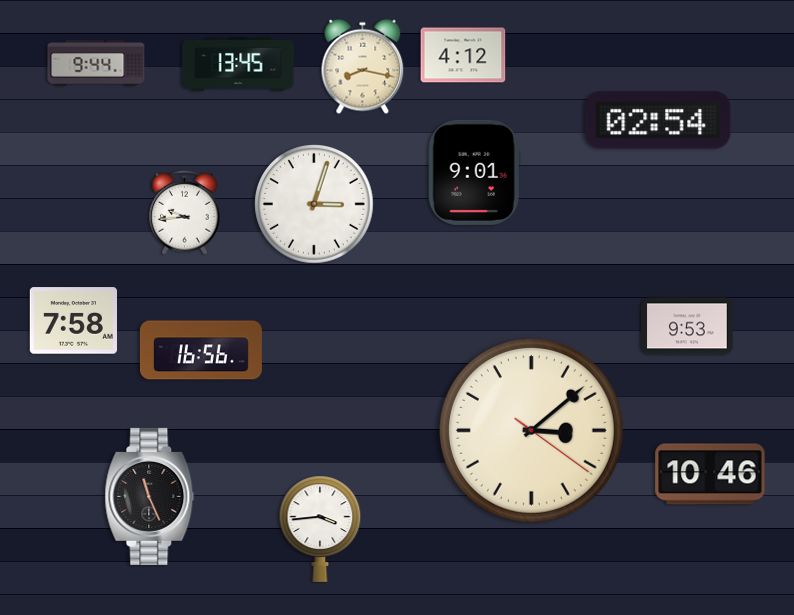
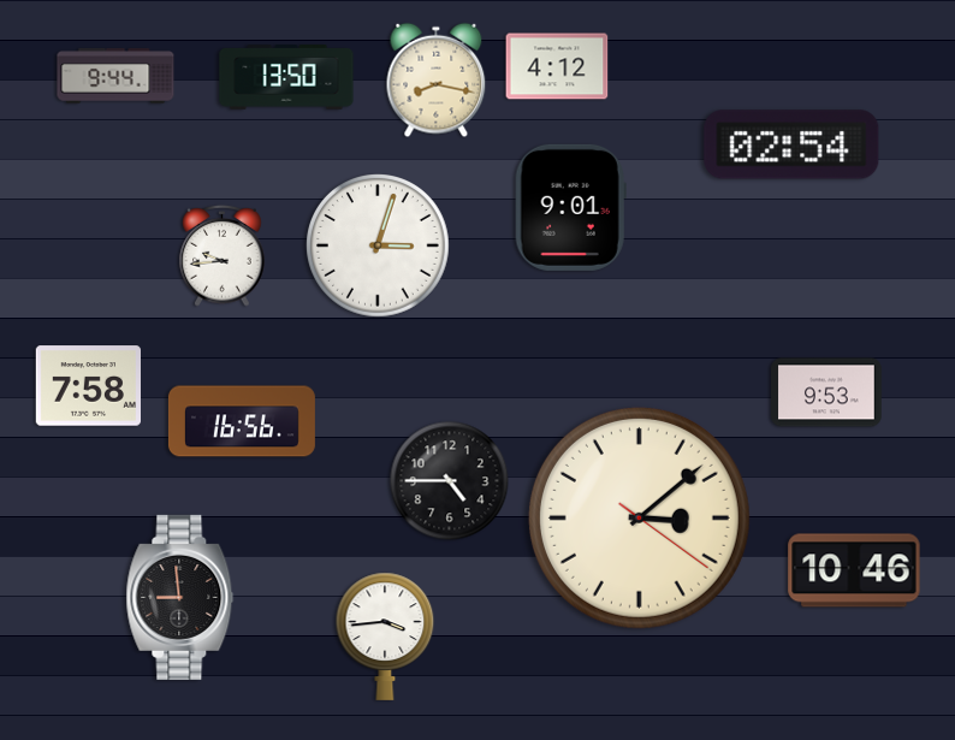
clock at (238, 64): 13:45 -> 13:50
clock at (450, 481): none -> 4:45
clock at (150, 496): 11:26 -> 8:59
